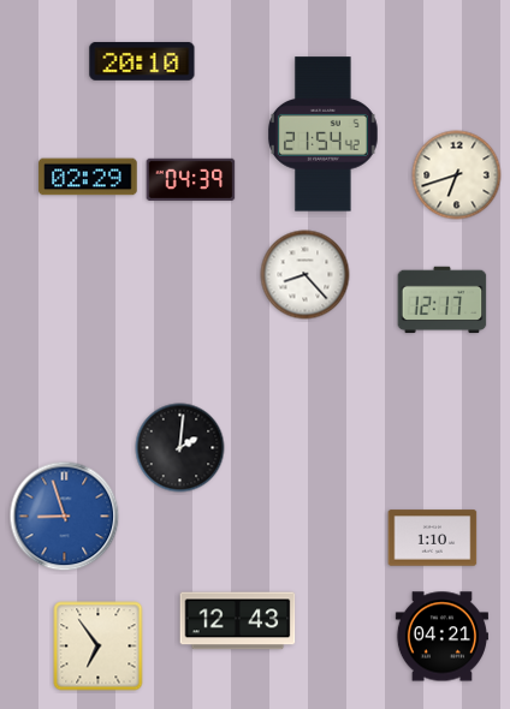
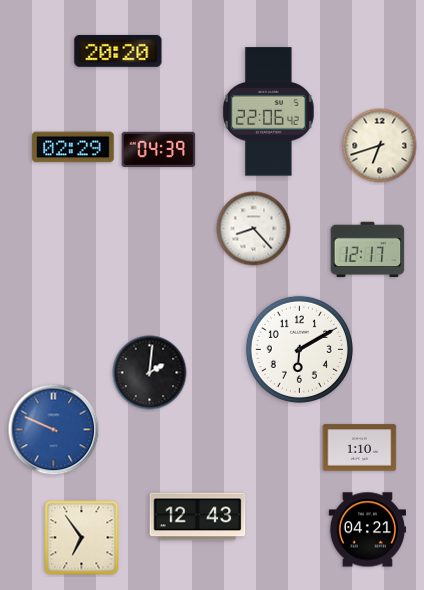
clock at (142, 61): 20:10 -> 20:20
clock at (322, 135): 21:54 -> 22:06
clock at (299, 349): none -> 6:10
clock at (65, 517): 8:57 -> 9:49
